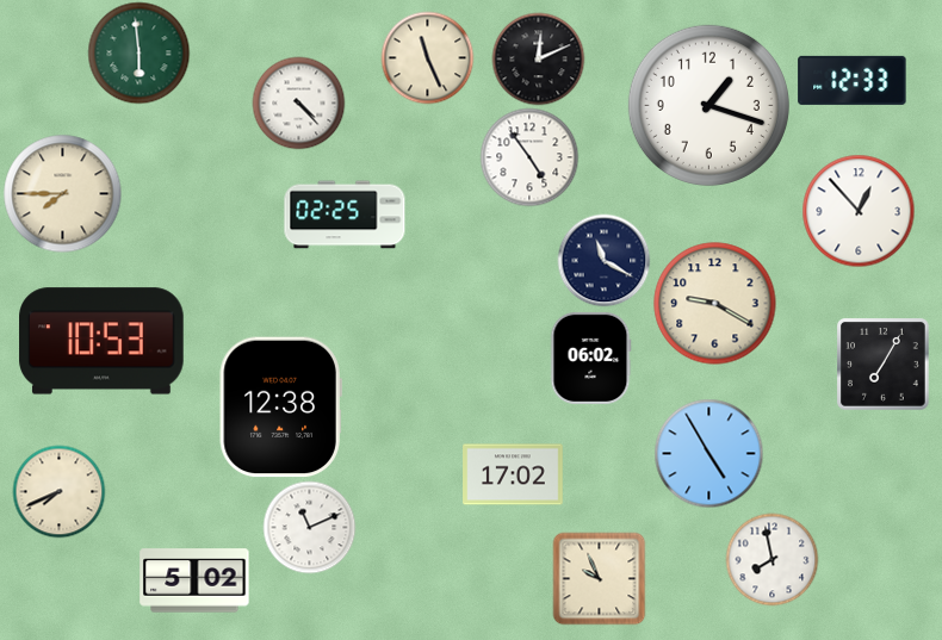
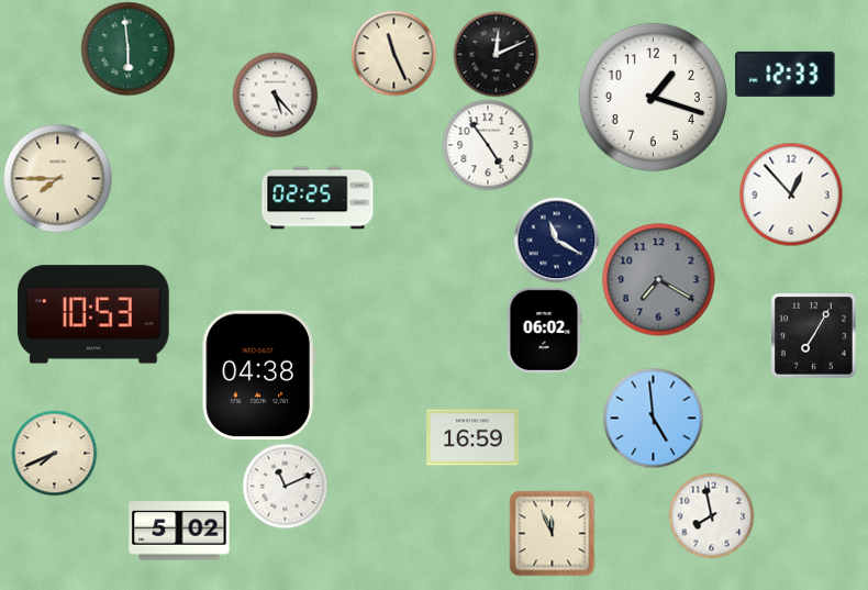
clock at (298, 102): 4:23 -> 5:23
clock at (715, 304): 9:20 -> 7:20
clock at (715, 304) dial: cream -> grey
clock at (280, 408): 12:38 -> 04:38
clock at (708, 453): 4:55 -> 4:59
clock at (513, 474): 17:02 -> 16:59
clock at (599, 578): 9:56 -> 11:56
clock at (194, 580) position: (194, 580) -> (179, 531)
